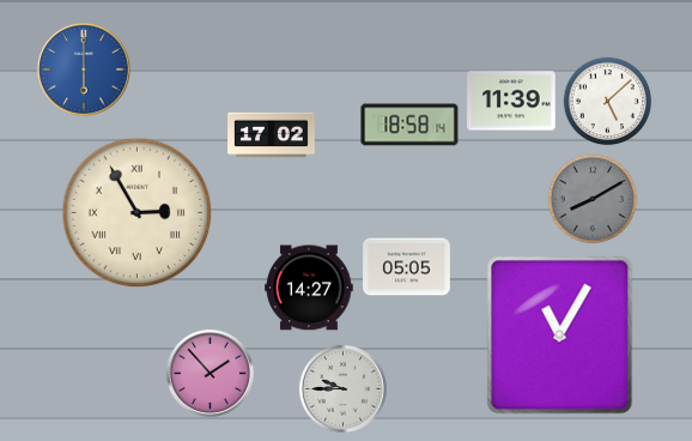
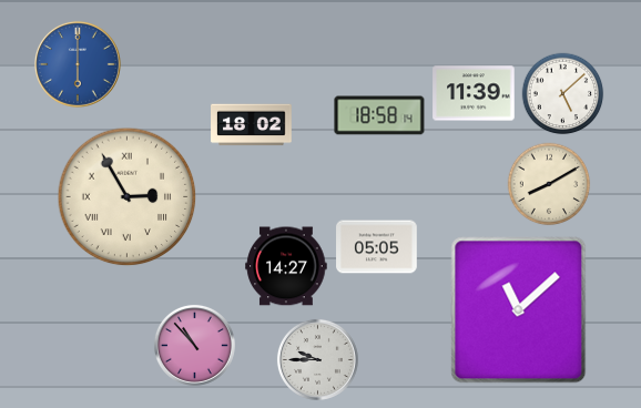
clock at (272, 135): 17:02 -> 18:02
clock at (593, 199) dial: grey -> cream
clock at (560, 336): 11:05 -> 11:08
clock at (210, 373): 1:53 -> 10:53
